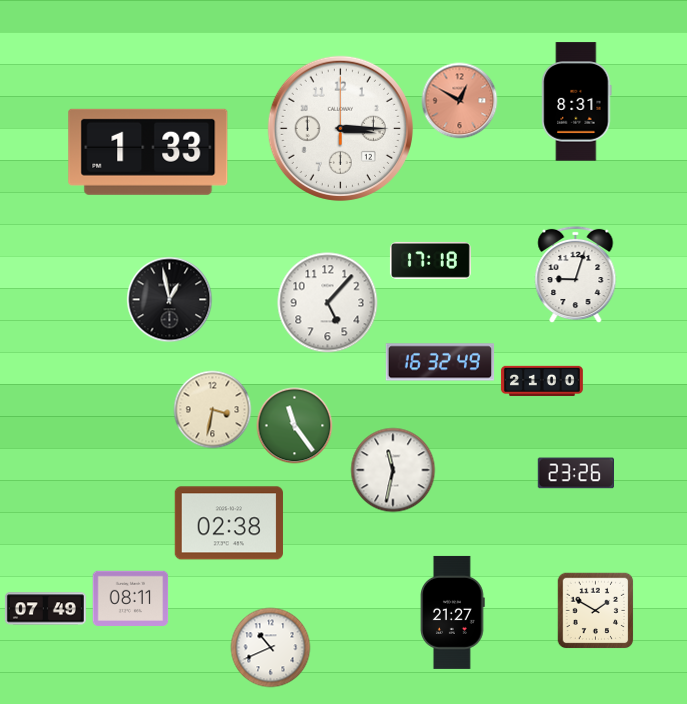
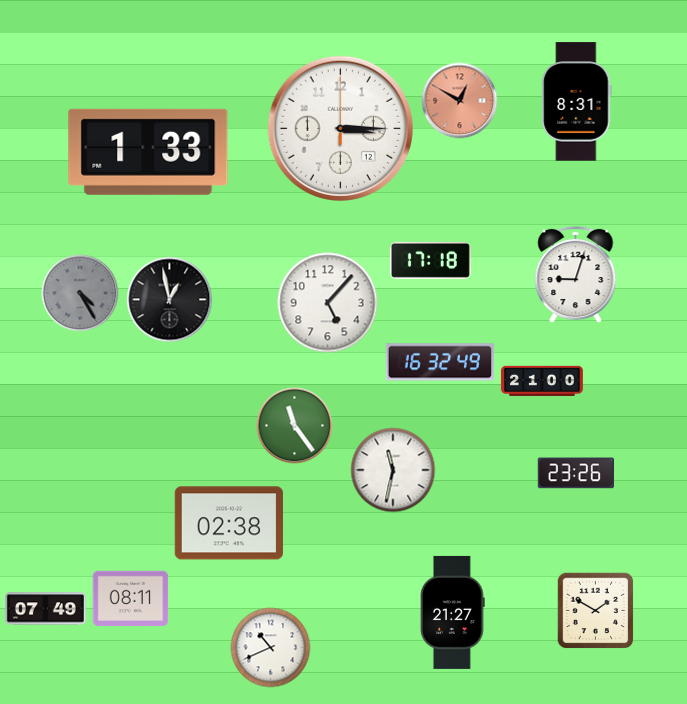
clock at (80, 293): none -> 4:25
clock at (213, 410): 3:32 -> none
